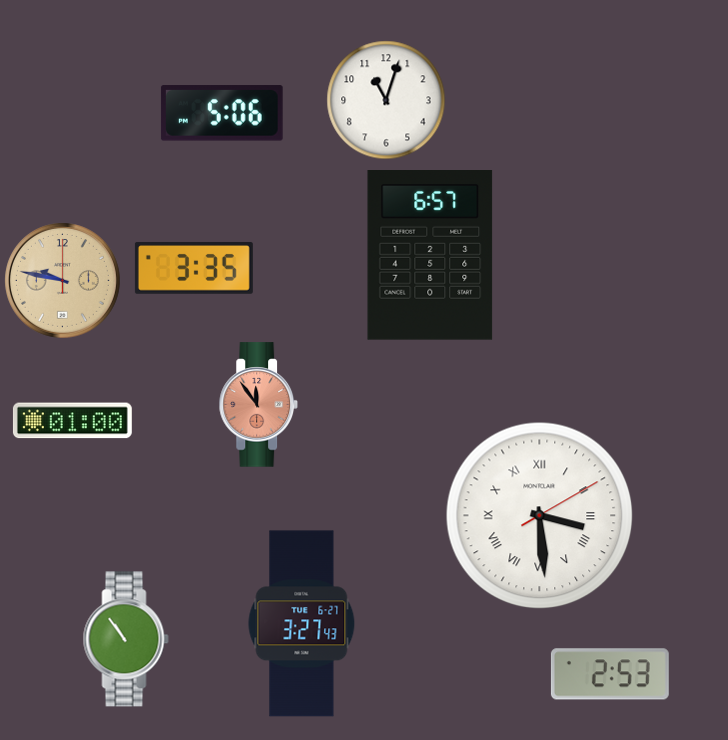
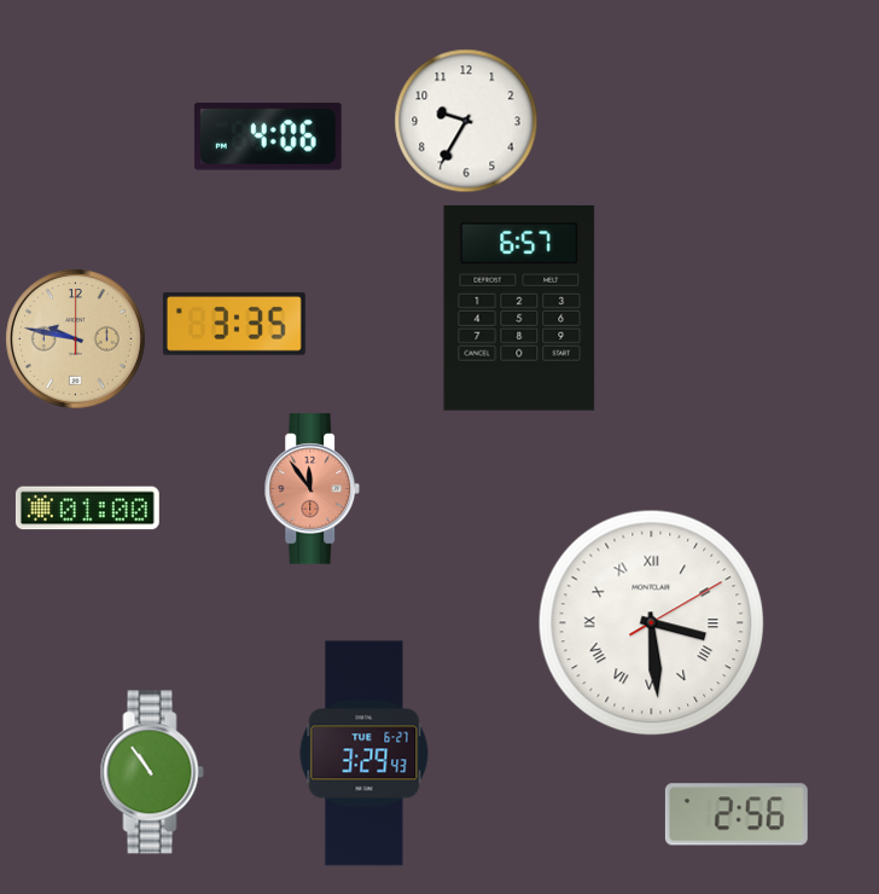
clock at (386, 100): 11:03 -> 9:35
clock at (222, 113): 5:06 -> 4:06
clock at (302, 624): 3:27 -> 3:29
clock at (610, 674): 2:53 -> 2:56
